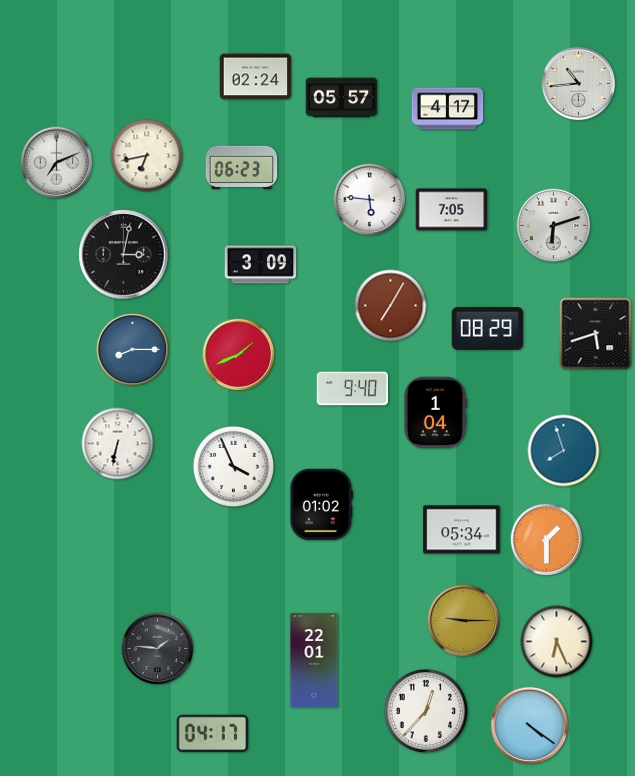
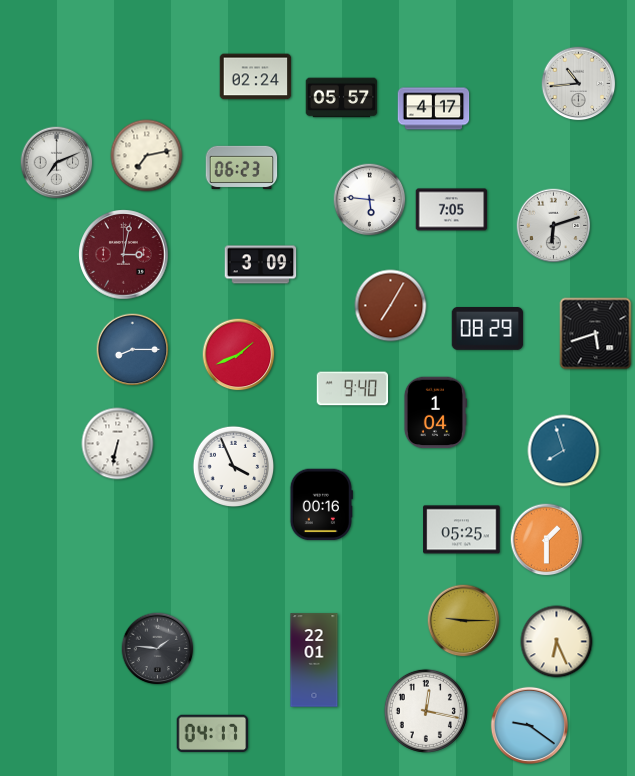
clock at (448, 109) position: (448, 109) -> (434, 109)
clock at (147, 156): 6:43 -> 7:13
clock at (124, 255) dial: black -> burgundy
clock at (321, 505): 01:02 -> 00:16
clock at (462, 530): 05:34 -> 05:25
clock at (426, 711): 12:37 -> 12:17
clock at (529, 725): 4:21 -> 9:21
